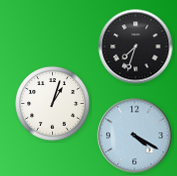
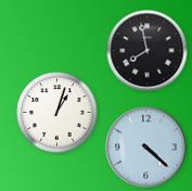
clock at (136, 47): 7:33 -> 7:58
clock at (135, 136): 4:20 -> 4:22
